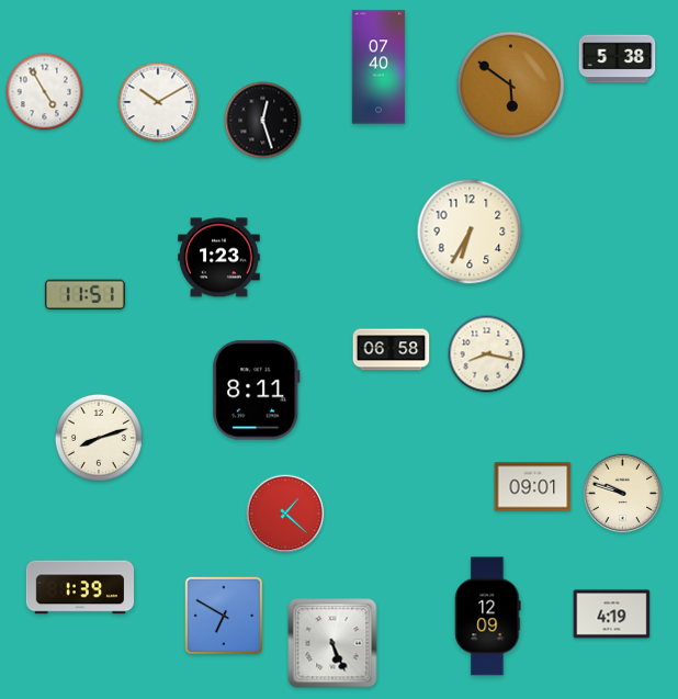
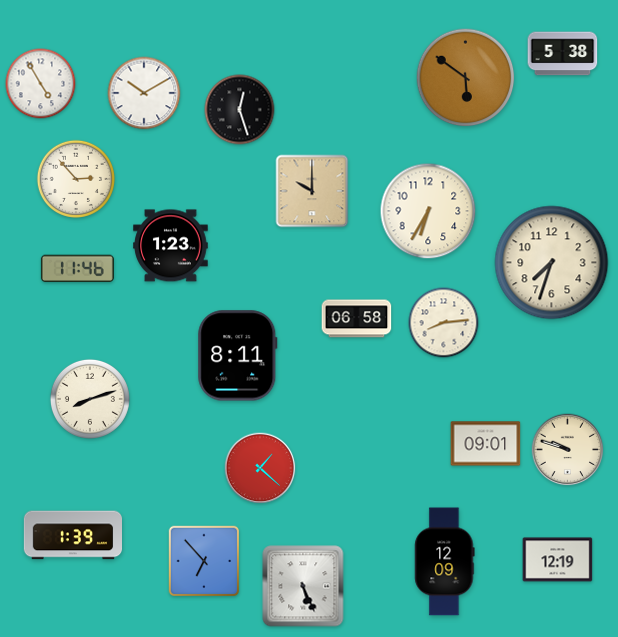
clock at (378, 67): 07:40 -> none
clock at (76, 179): none -> 2:53
clock at (312, 191): none -> 10:00
clock at (219, 258) position: (219, 258) -> (171, 246)
clock at (552, 263): none -> 7:33
clock at (84, 295): 11:51 -> 11:46
clock at (487, 354): 8:17 -> 8:14
clock at (257, 391) position: (257, 391) -> (238, 356)
clock at (612, 615): 4:19 -> 12:19
clock at (224, 616): 6:50 -> 6:53
